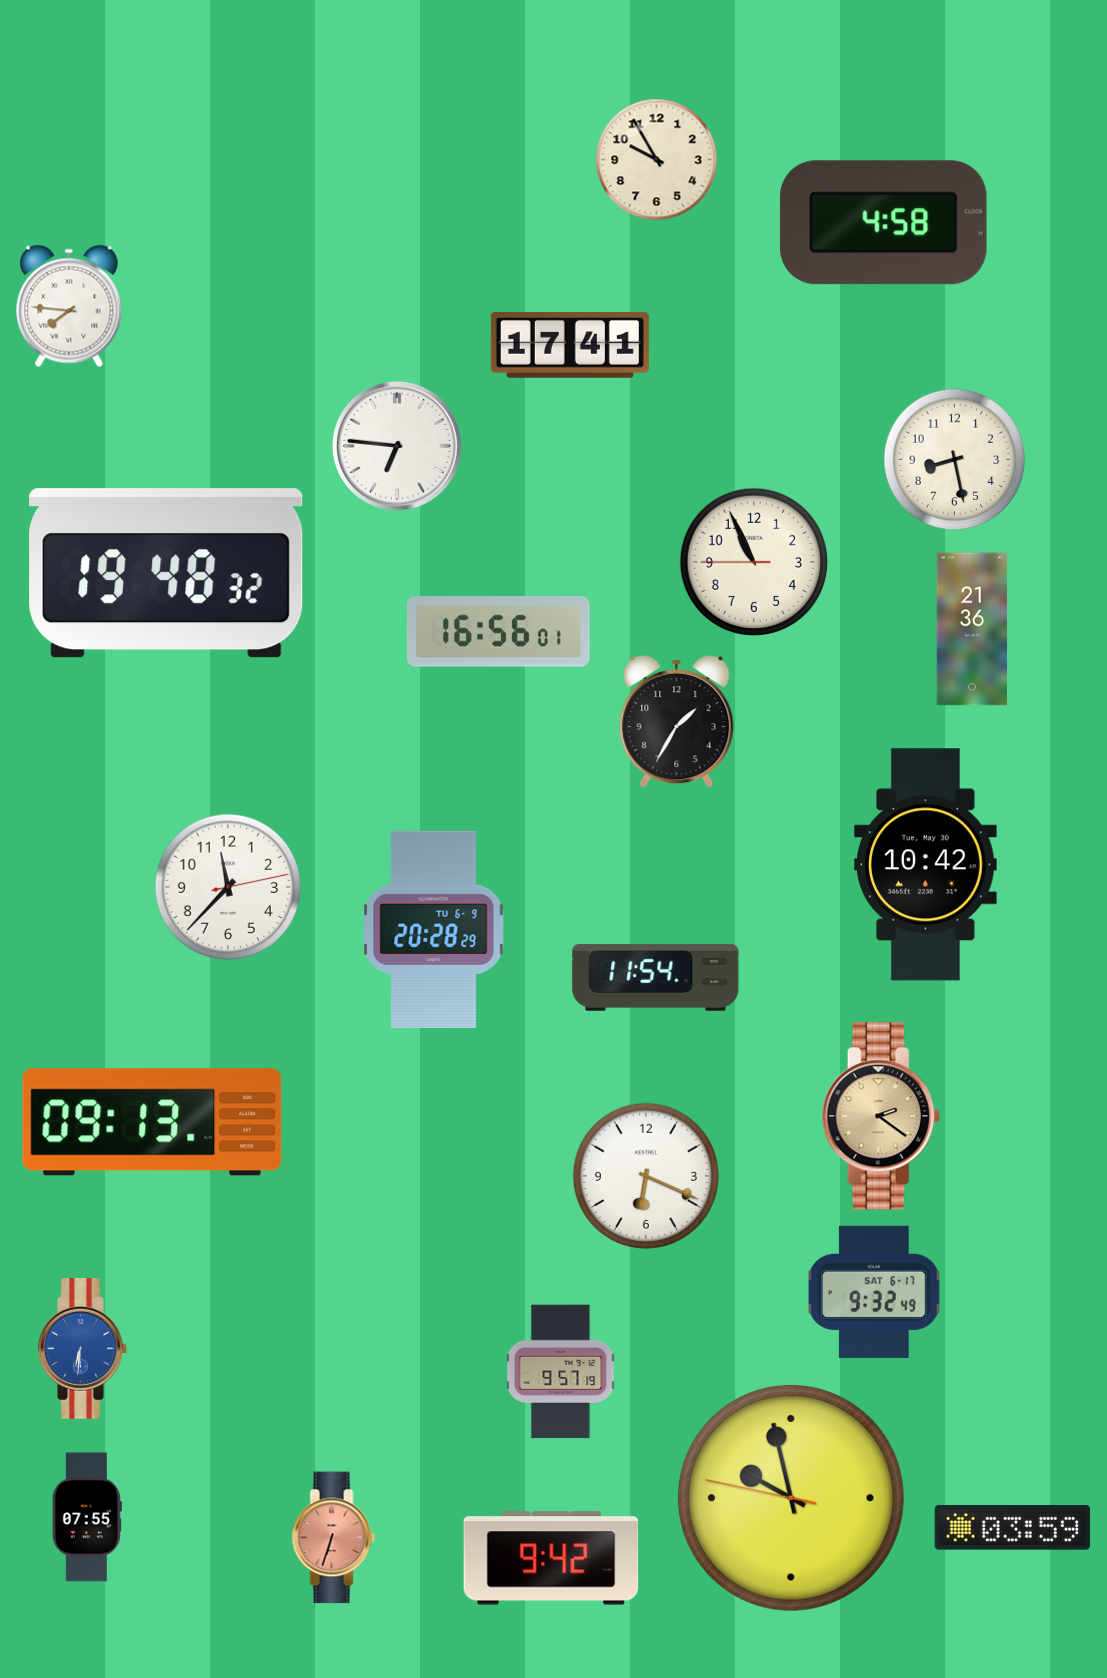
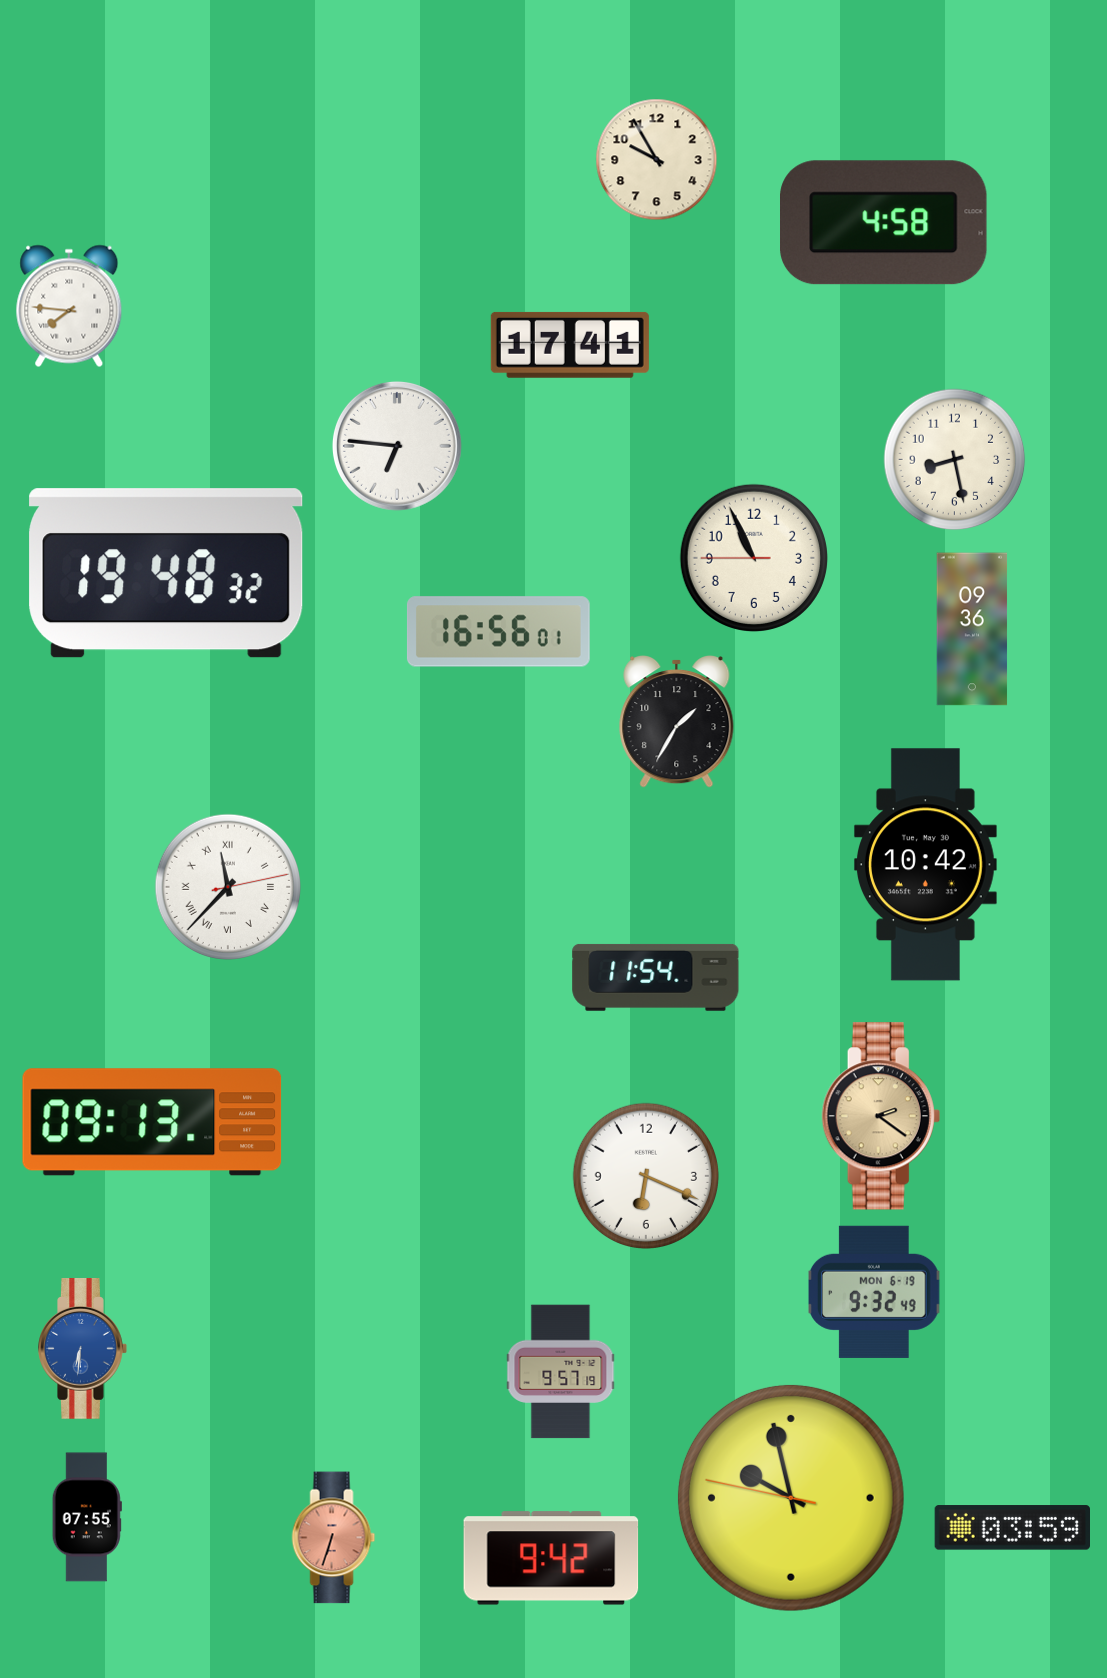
clock at (754, 562) position: (754, 562) -> (754, 558)
clock at (972, 629): 21:36 -> 09:36
clock at (227, 886) numerals: Arabic -> Roman
clock at (434, 930): 20:28 -> none
clock at (875, 1292) date: SAT 6-17 -> MON 6-19
